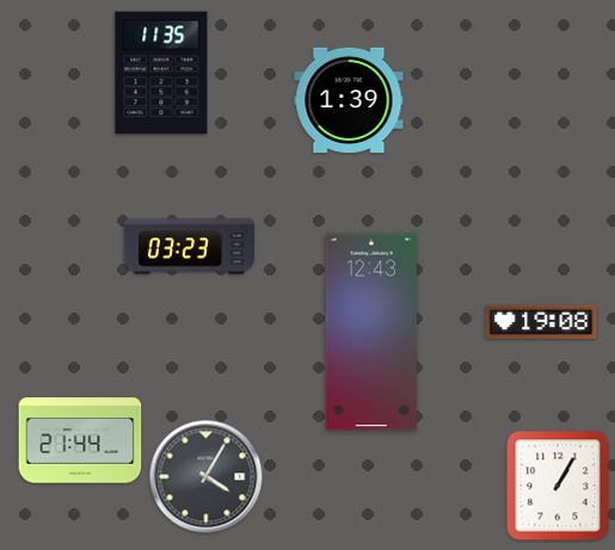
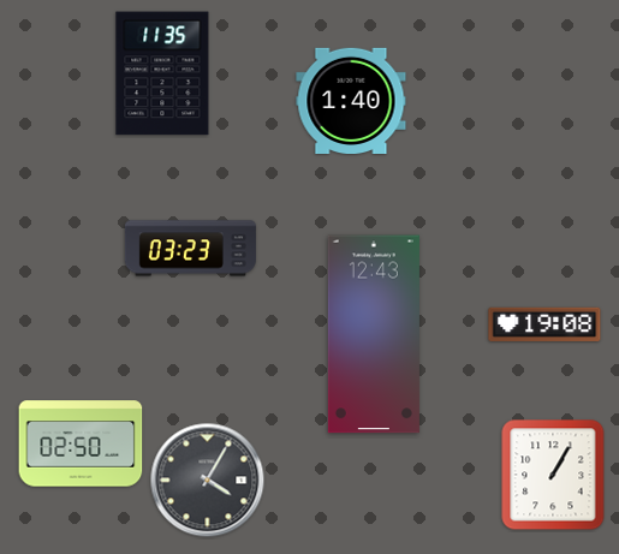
clock at (349, 99): 1:39 -> 1:40
clock at (80, 440): 21:44 -> 02:50
clock at (558, 486) position: (558, 486) -> (553, 475)
